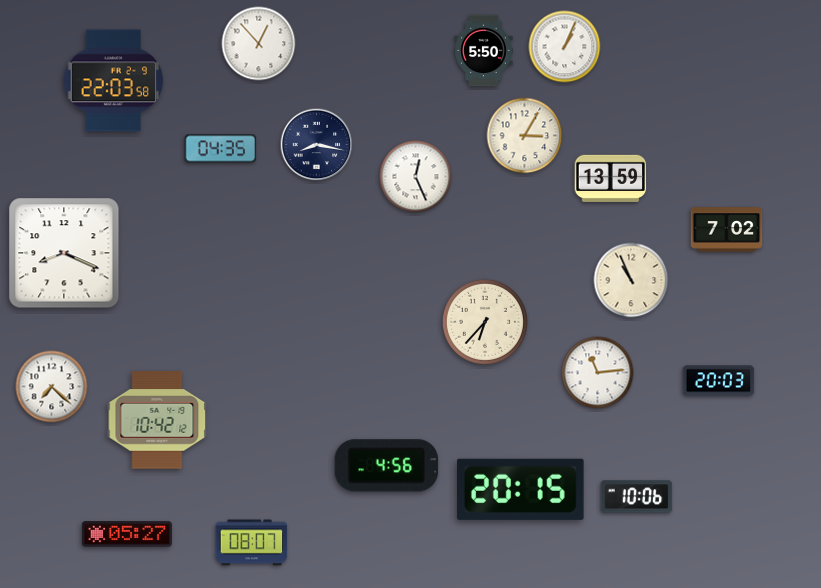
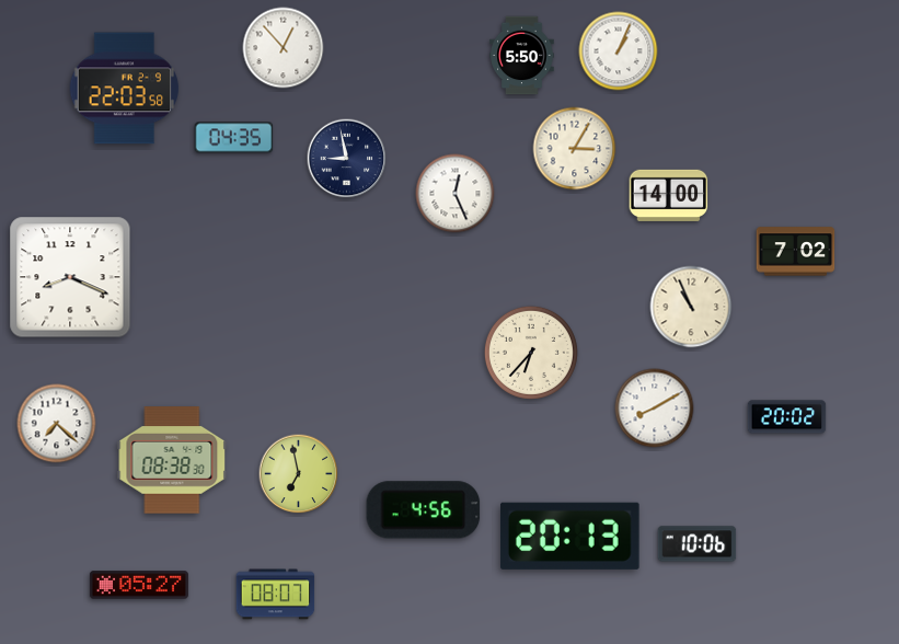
clock at (484, 51) position: (484, 51) -> (522, 56)
clock at (317, 145): 8:17 -> 8:58
clock at (221, 149) position: (221, 149) -> (234, 138)
clock at (611, 178): 13:59 -> 14:00
clock at (598, 373): 11:14 -> 8:10
clock at (719, 381): 20:03 -> 20:02
clock at (157, 420): 10:42 -> 08:38
clock at (299, 474): none -> 6:58
clock at (520, 489): 20:15 -> 20:13
